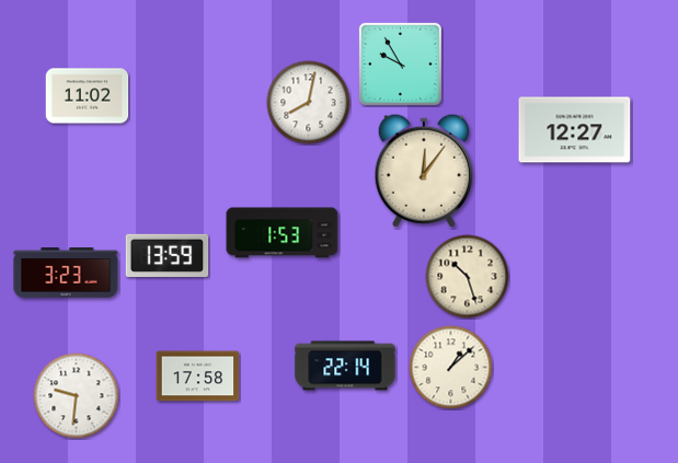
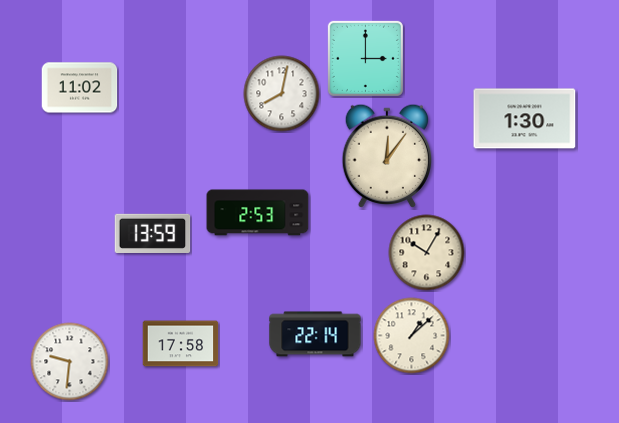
clock at (400, 63): 9:55 -> 3:00
clock at (575, 130): 12:27 -> 1:30
clock at (283, 233): 1:53 -> 2:53
clock at (66, 273): 3:23 -> none
clock at (468, 277): 10:27 -> 10:05
